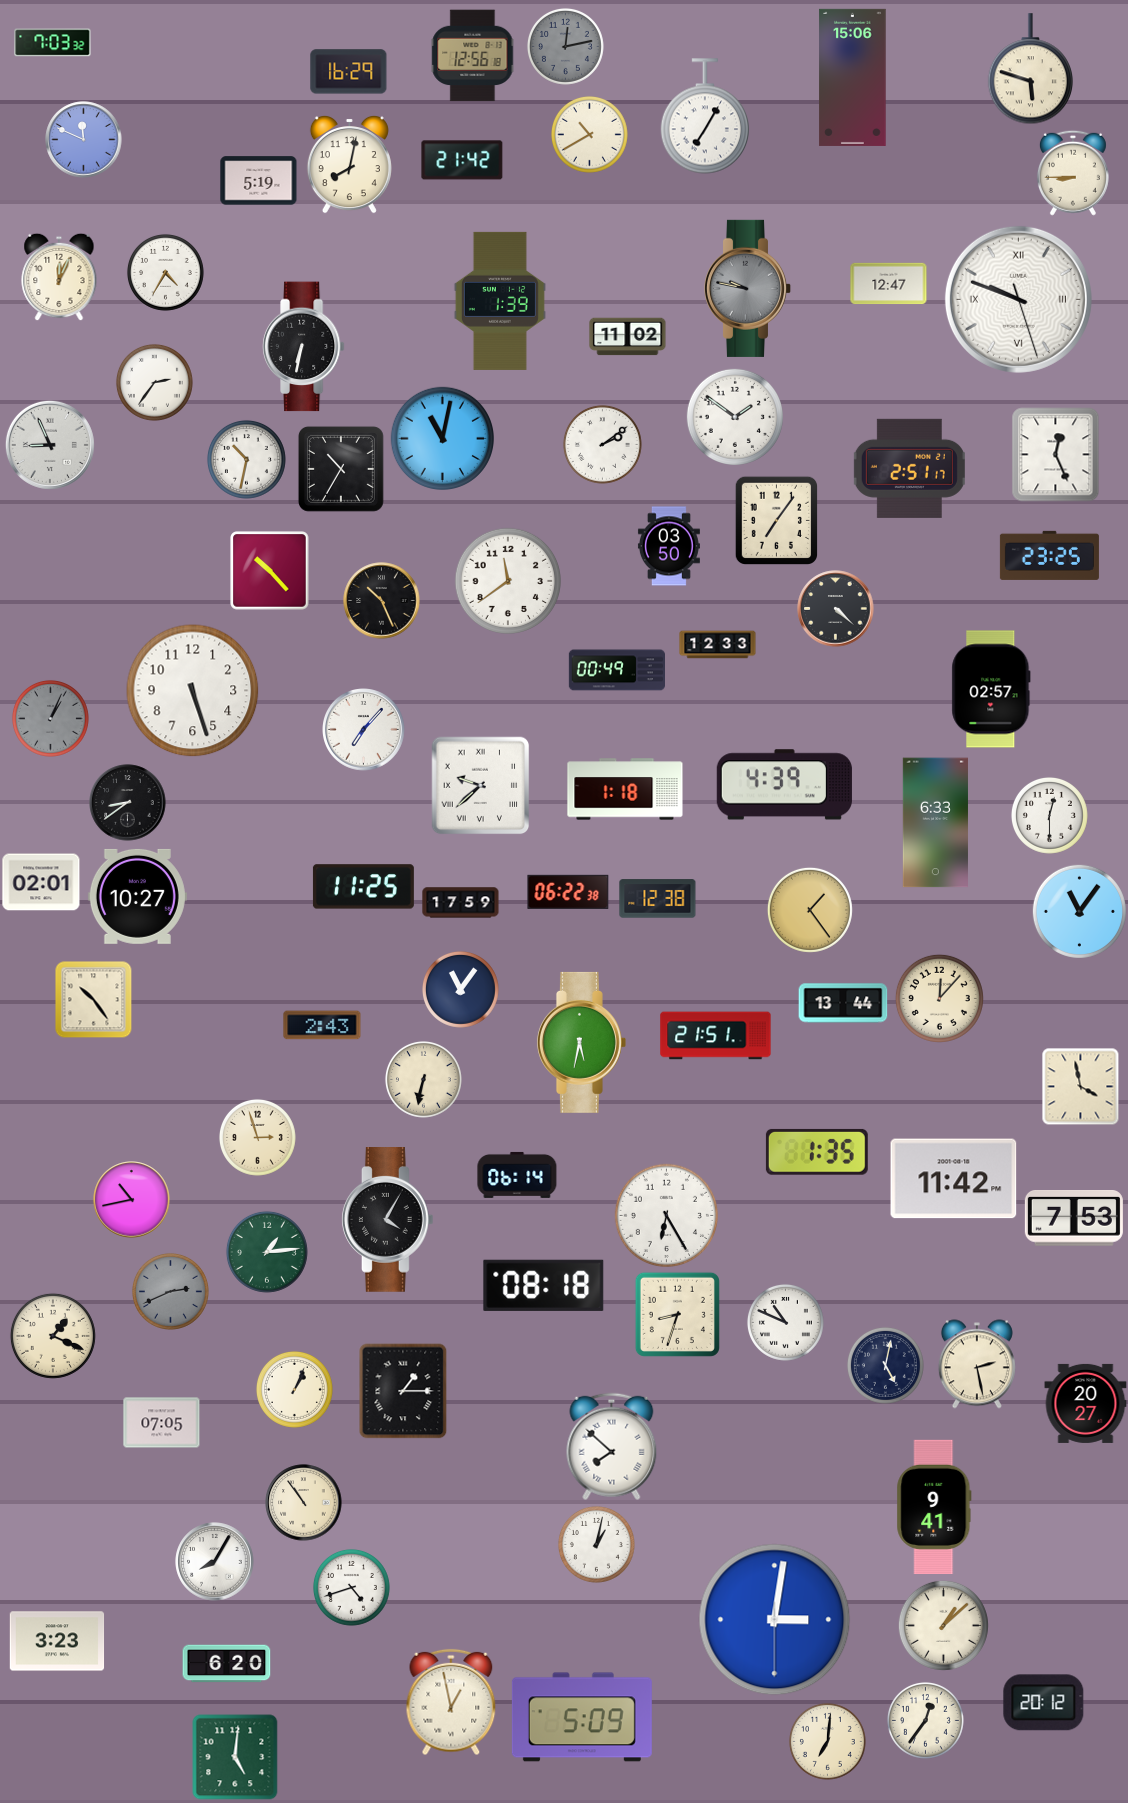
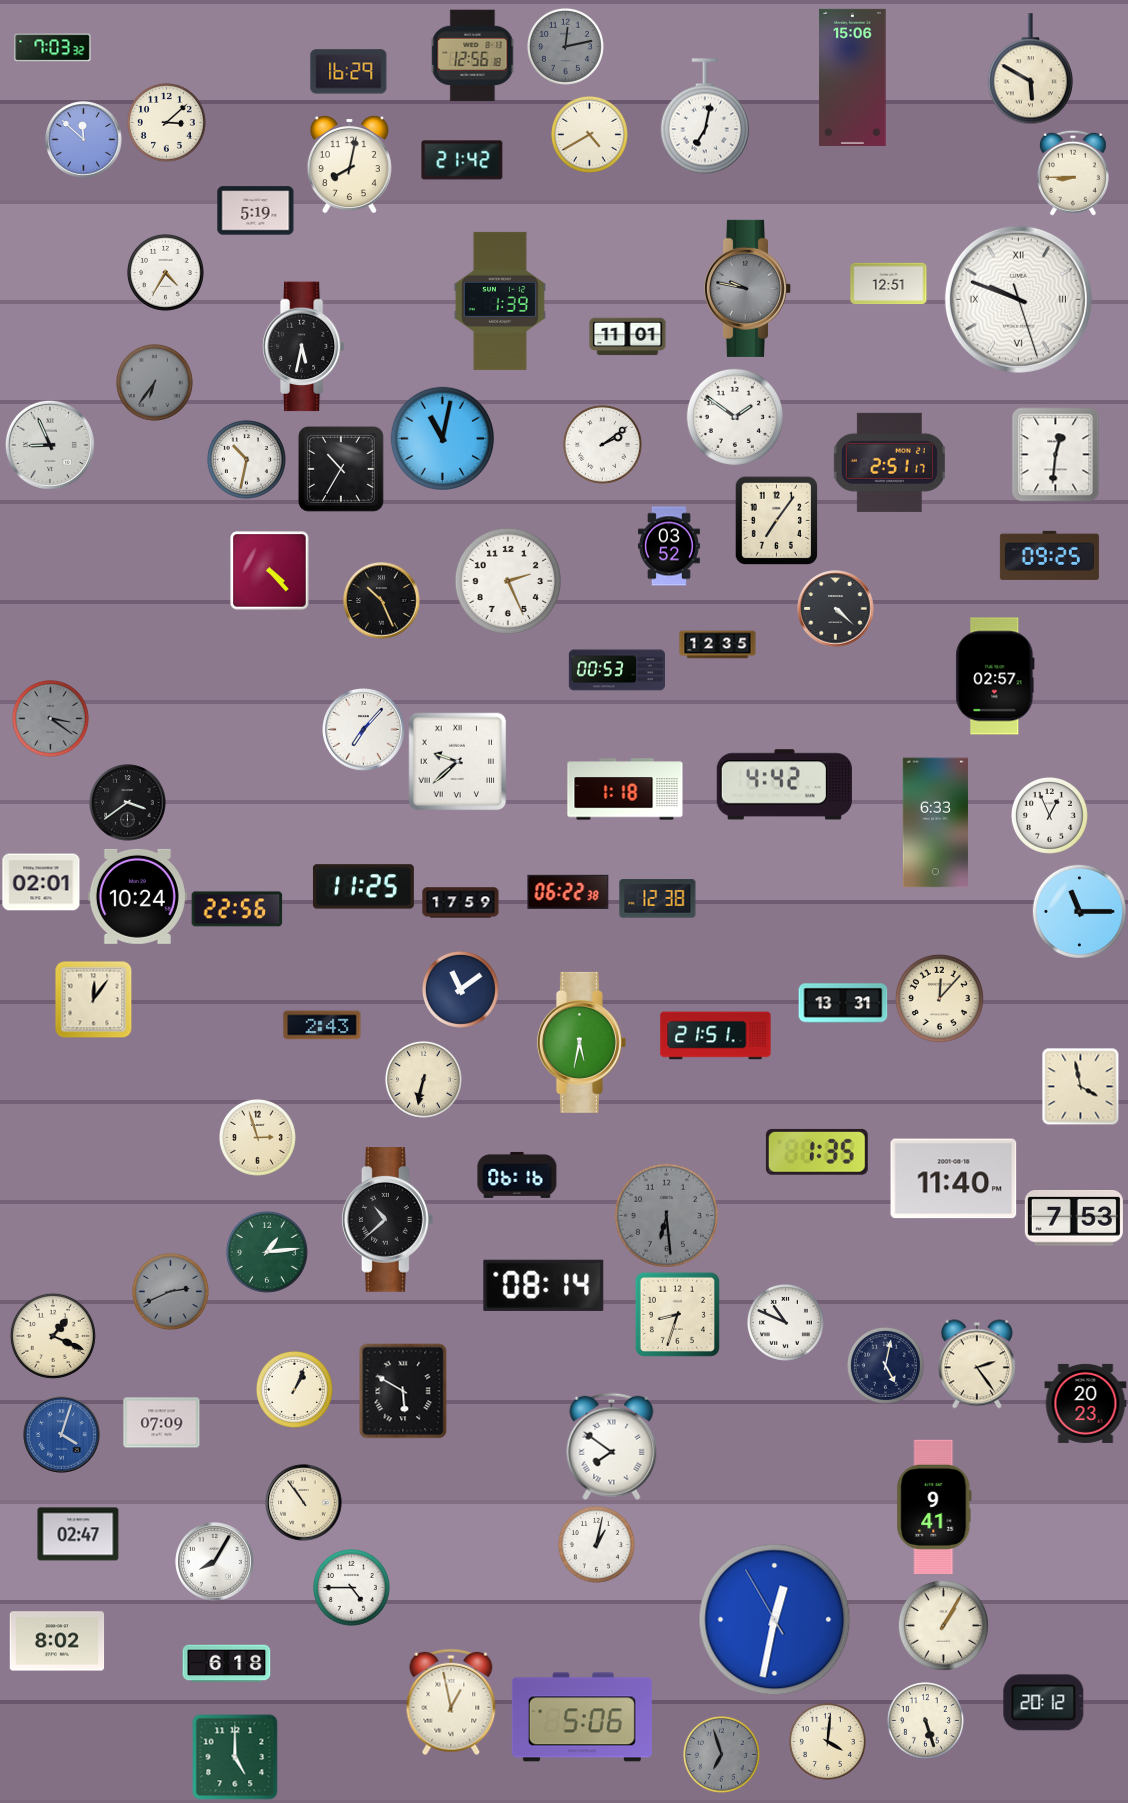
clock at (53, 43) position: (53, 43) -> (53, 48)
clock at (1030, 69): 5:48 -> 5:50
clock at (704, 116): 7:05 -> 7:02
clock at (166, 122): none -> 3:08
clock at (589, 134): 10:40 -> 4:40
clock at (84, 140): 11:49 -> 11:52
clock at (259, 181) position: (259, 181) -> (256, 211)
clock at (59, 277): 12:04 -> none
clock at (889, 284): 12:47 -> 12:51
clock at (628, 337): 11:02 -> 11:01
clock at (303, 347): 6:32 -> 5:32
clock at (154, 382): 2:36 -> 6:36
clock at (154, 382) dial: white -> grey
clock at (1056, 455): 12:26 -> 12:31
clock at (909, 468) position: (909, 468) -> (889, 462)
clock at (669, 546): 03:50 -> 03:52
clock at (1049, 555): 23:25 -> 09:25
clock at (270, 571): 10:23 -> 4:23
clock at (507, 580): 11:39 -> 2:26
clock at (718, 645): 12:33 -> 12:35
clock at (616, 670): 00:49 -> 00:53
clock at (991, 689) position: (991, 689) -> (995, 676)
clock at (193, 691): 5:27 -> none
clock at (50, 718): 1:04 -> 3:21
clock at (784, 785): 4:39 -> 4:42
clock at (481, 786) position: (481, 786) -> (458, 762)
clock at (128, 803): 8:39 -> 3:39
clock at (1049, 815): 12:30 -> 12:56
clock at (137, 896): 10:27 -> 10:24
clock at (237, 909): none -> 22:56
clock at (810, 910): 1:24 -> none
clock at (1079, 911): 11:06 -> 11:15
clock at (460, 989): 11:06 -> 11:09
clock at (93, 999): 10:24 -> 12:06
clock at (843, 1003): 13:44 -> 13:31
clock at (517, 1175): 06:14 -> 06:16
clock at (954, 1179): 11:42 -> 11:40
clock at (132, 1200): 10:43 -> none
clock at (666, 1215): 6:25 -> 6:29
clock at (666, 1215) dial: white -> grey
clock at (387, 1220): 4:05 -> 10:38
clock at (544, 1285): 08:18 -> 08:14
clock at (977, 1364): 2:28 -> 2:24
clock at (403, 1391): 1:15 -> 5:50
clock at (1086, 1403): 20:27 -> 20:23
clock at (162, 1423): 07:05 -> 07:09
clock at (62, 1435): none -> 4:03
clock at (612, 1447): 7:52 -> 7:51
clock at (78, 1534): none -> 02:47
clock at (351, 1587): 4:42 -> 4:45
clock at (775, 1620): 3:01 -> 12:31
clock at (943, 1625): 1:08 -> 1:05
clock at (57, 1641): 3:23 -> 8:02
clock at (227, 1664): 6:20 -> 6:18
clock at (582, 1717): 5:09 -> 5:06
clock at (925, 1720): 12:36 -> 5:27
clock at (827, 1741): 7:01 -> 4:01
clock at (721, 1754): none -> 6:57
clock at (235, 1757): 5:01 -> 5:00
